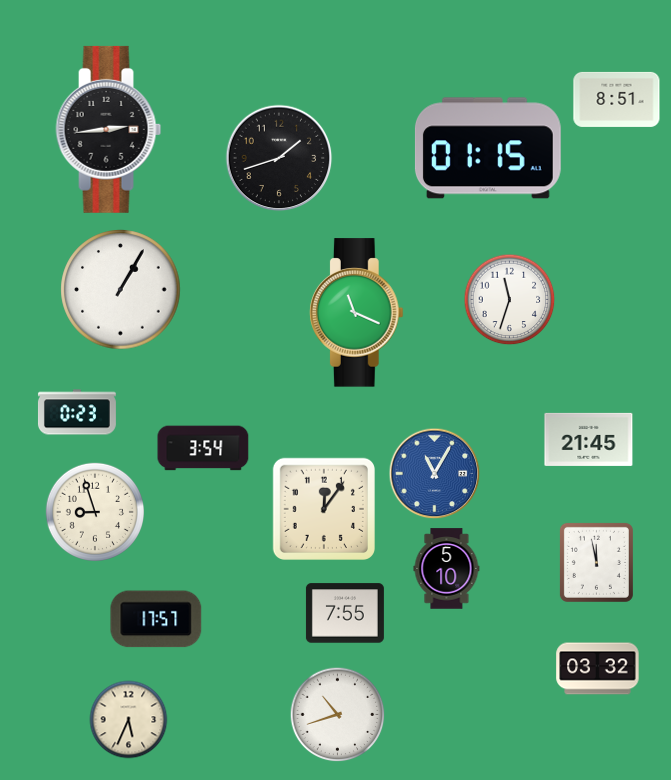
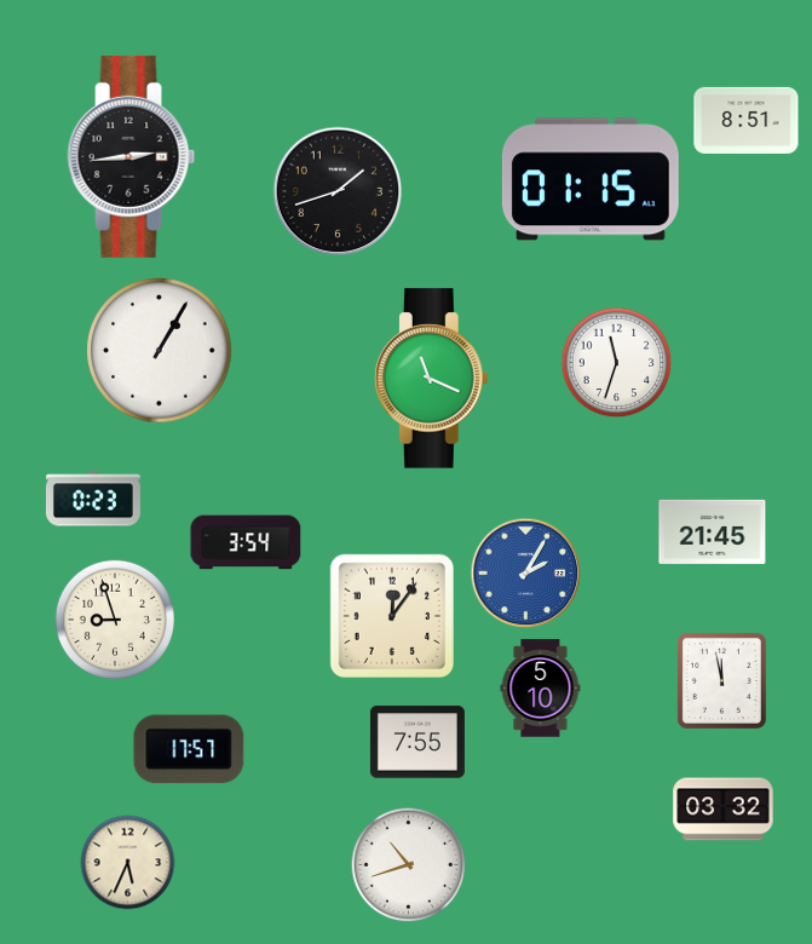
clock at (121, 290) position: (121, 290) -> (160, 351)
clock at (435, 474): 11:05 -> 2:05
clock at (129, 720) position: (129, 720) -> (128, 863)
